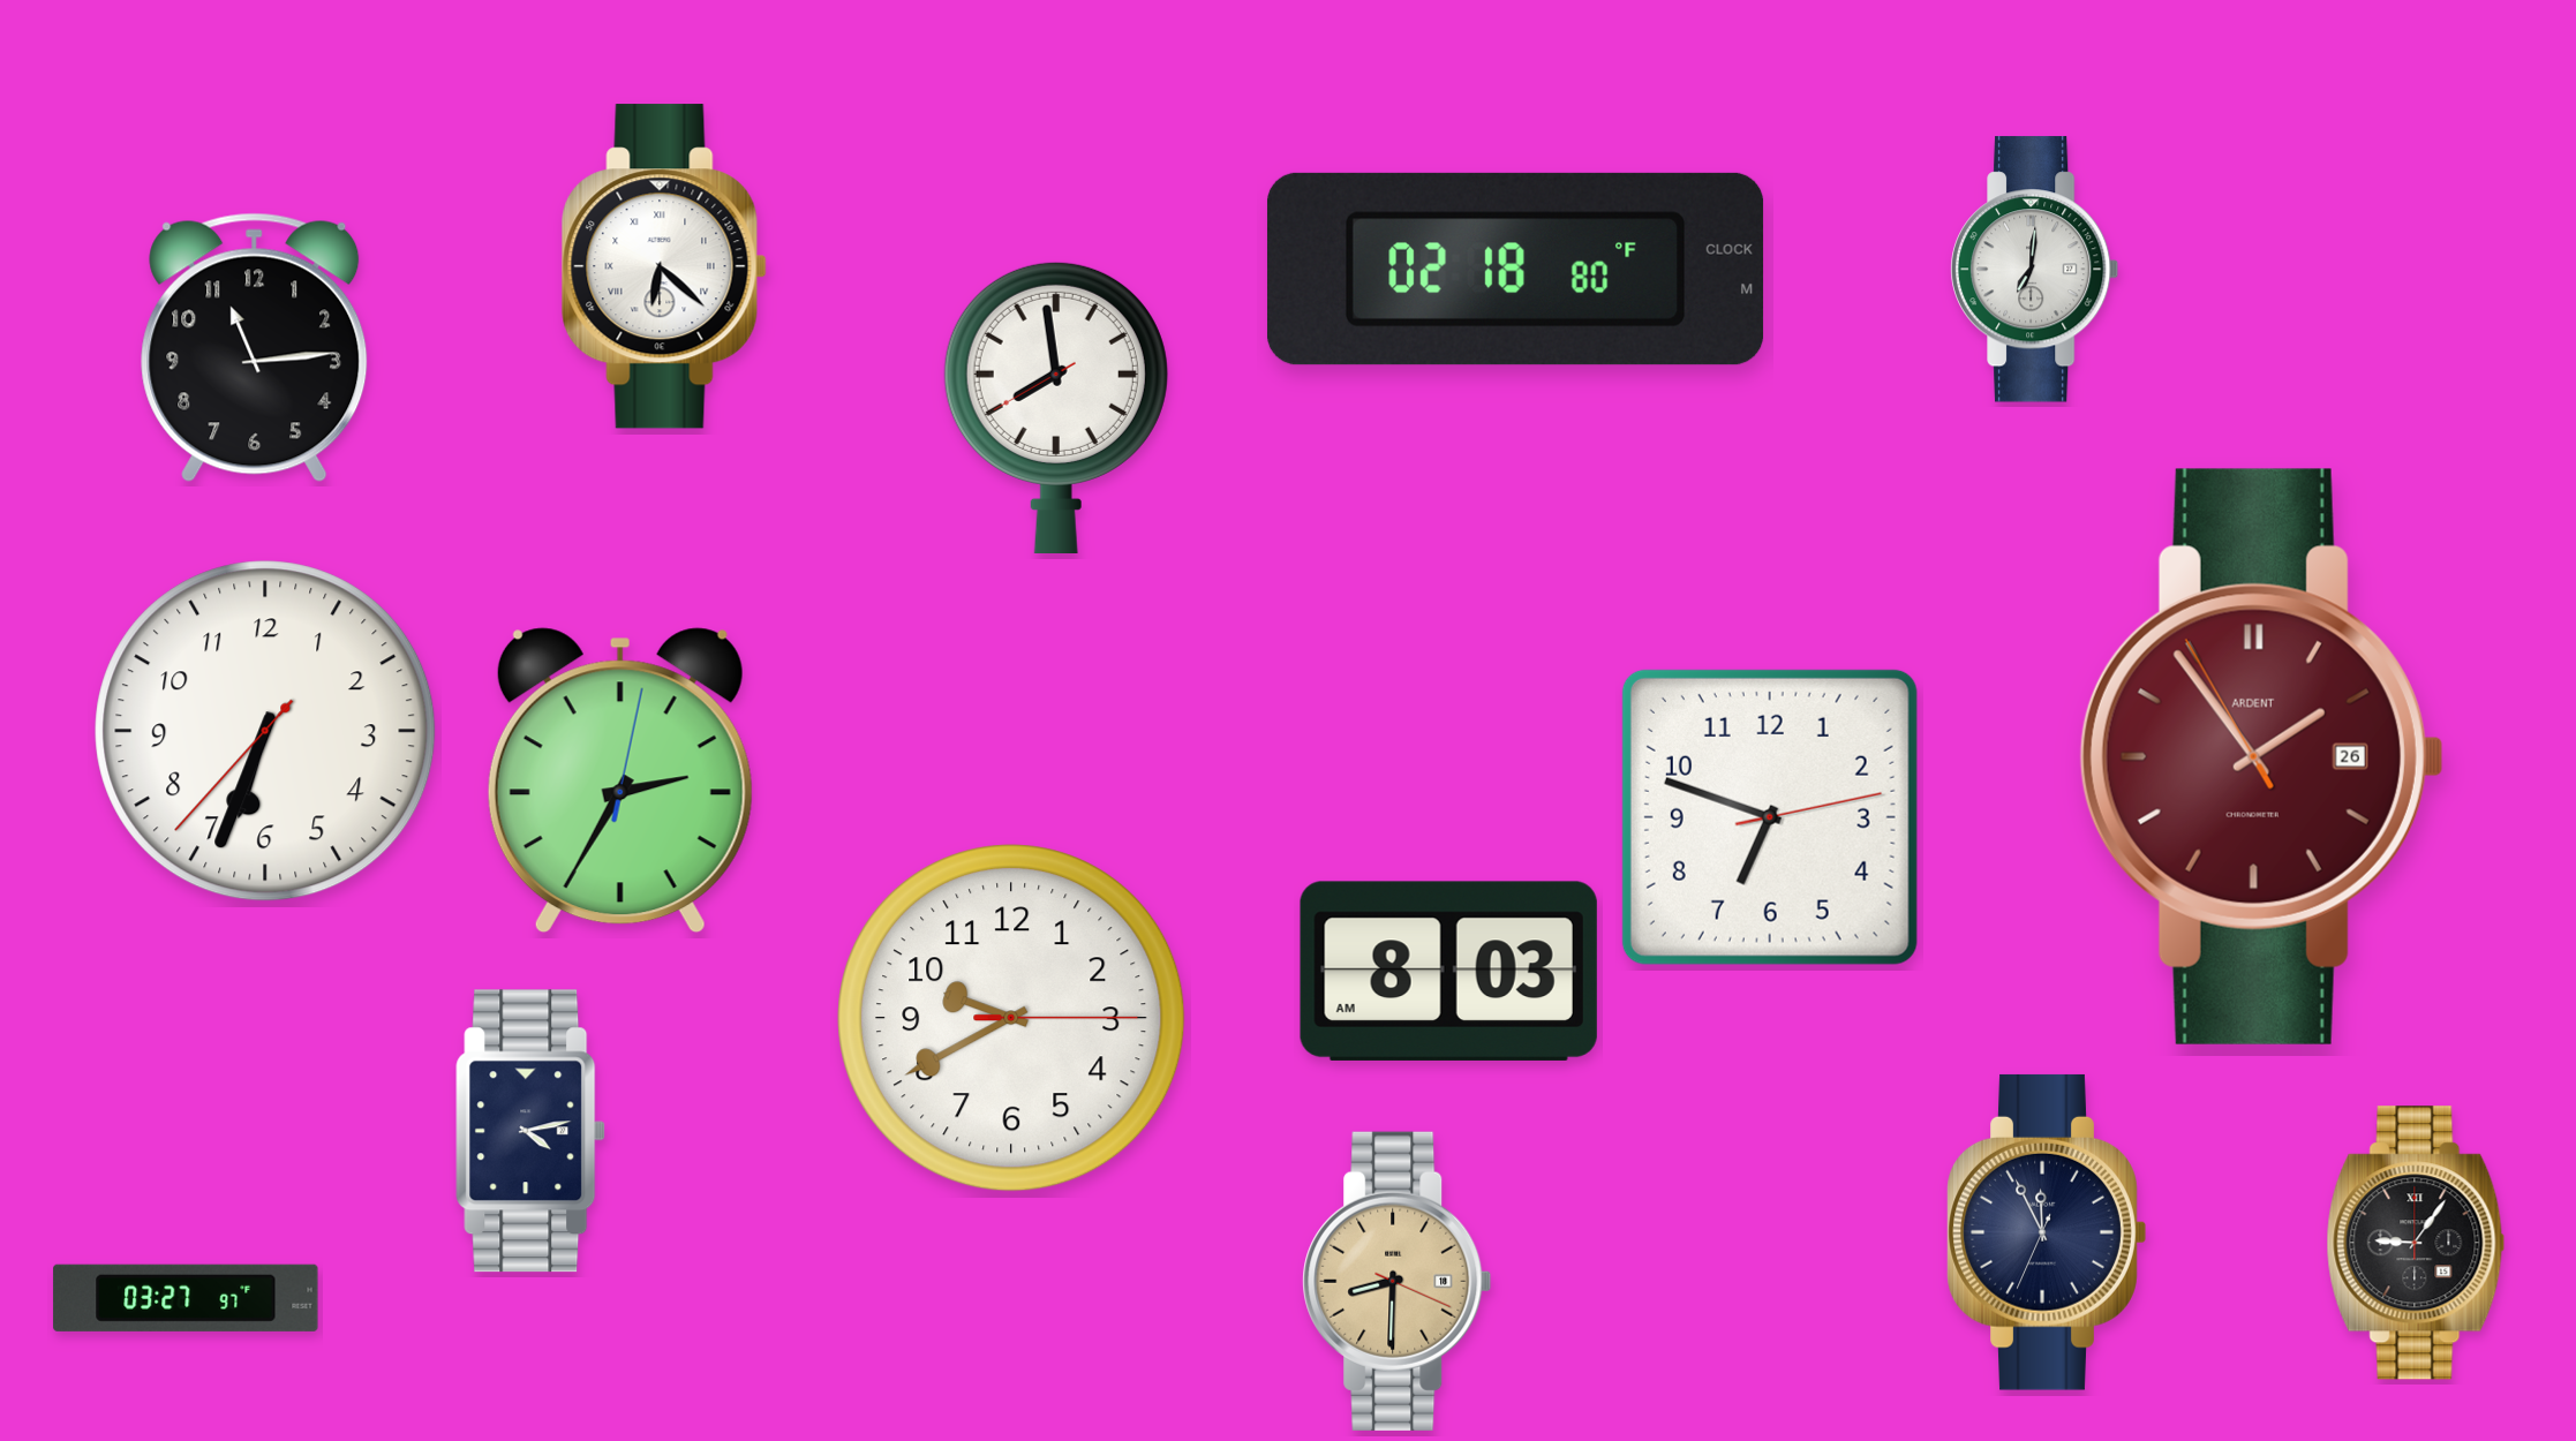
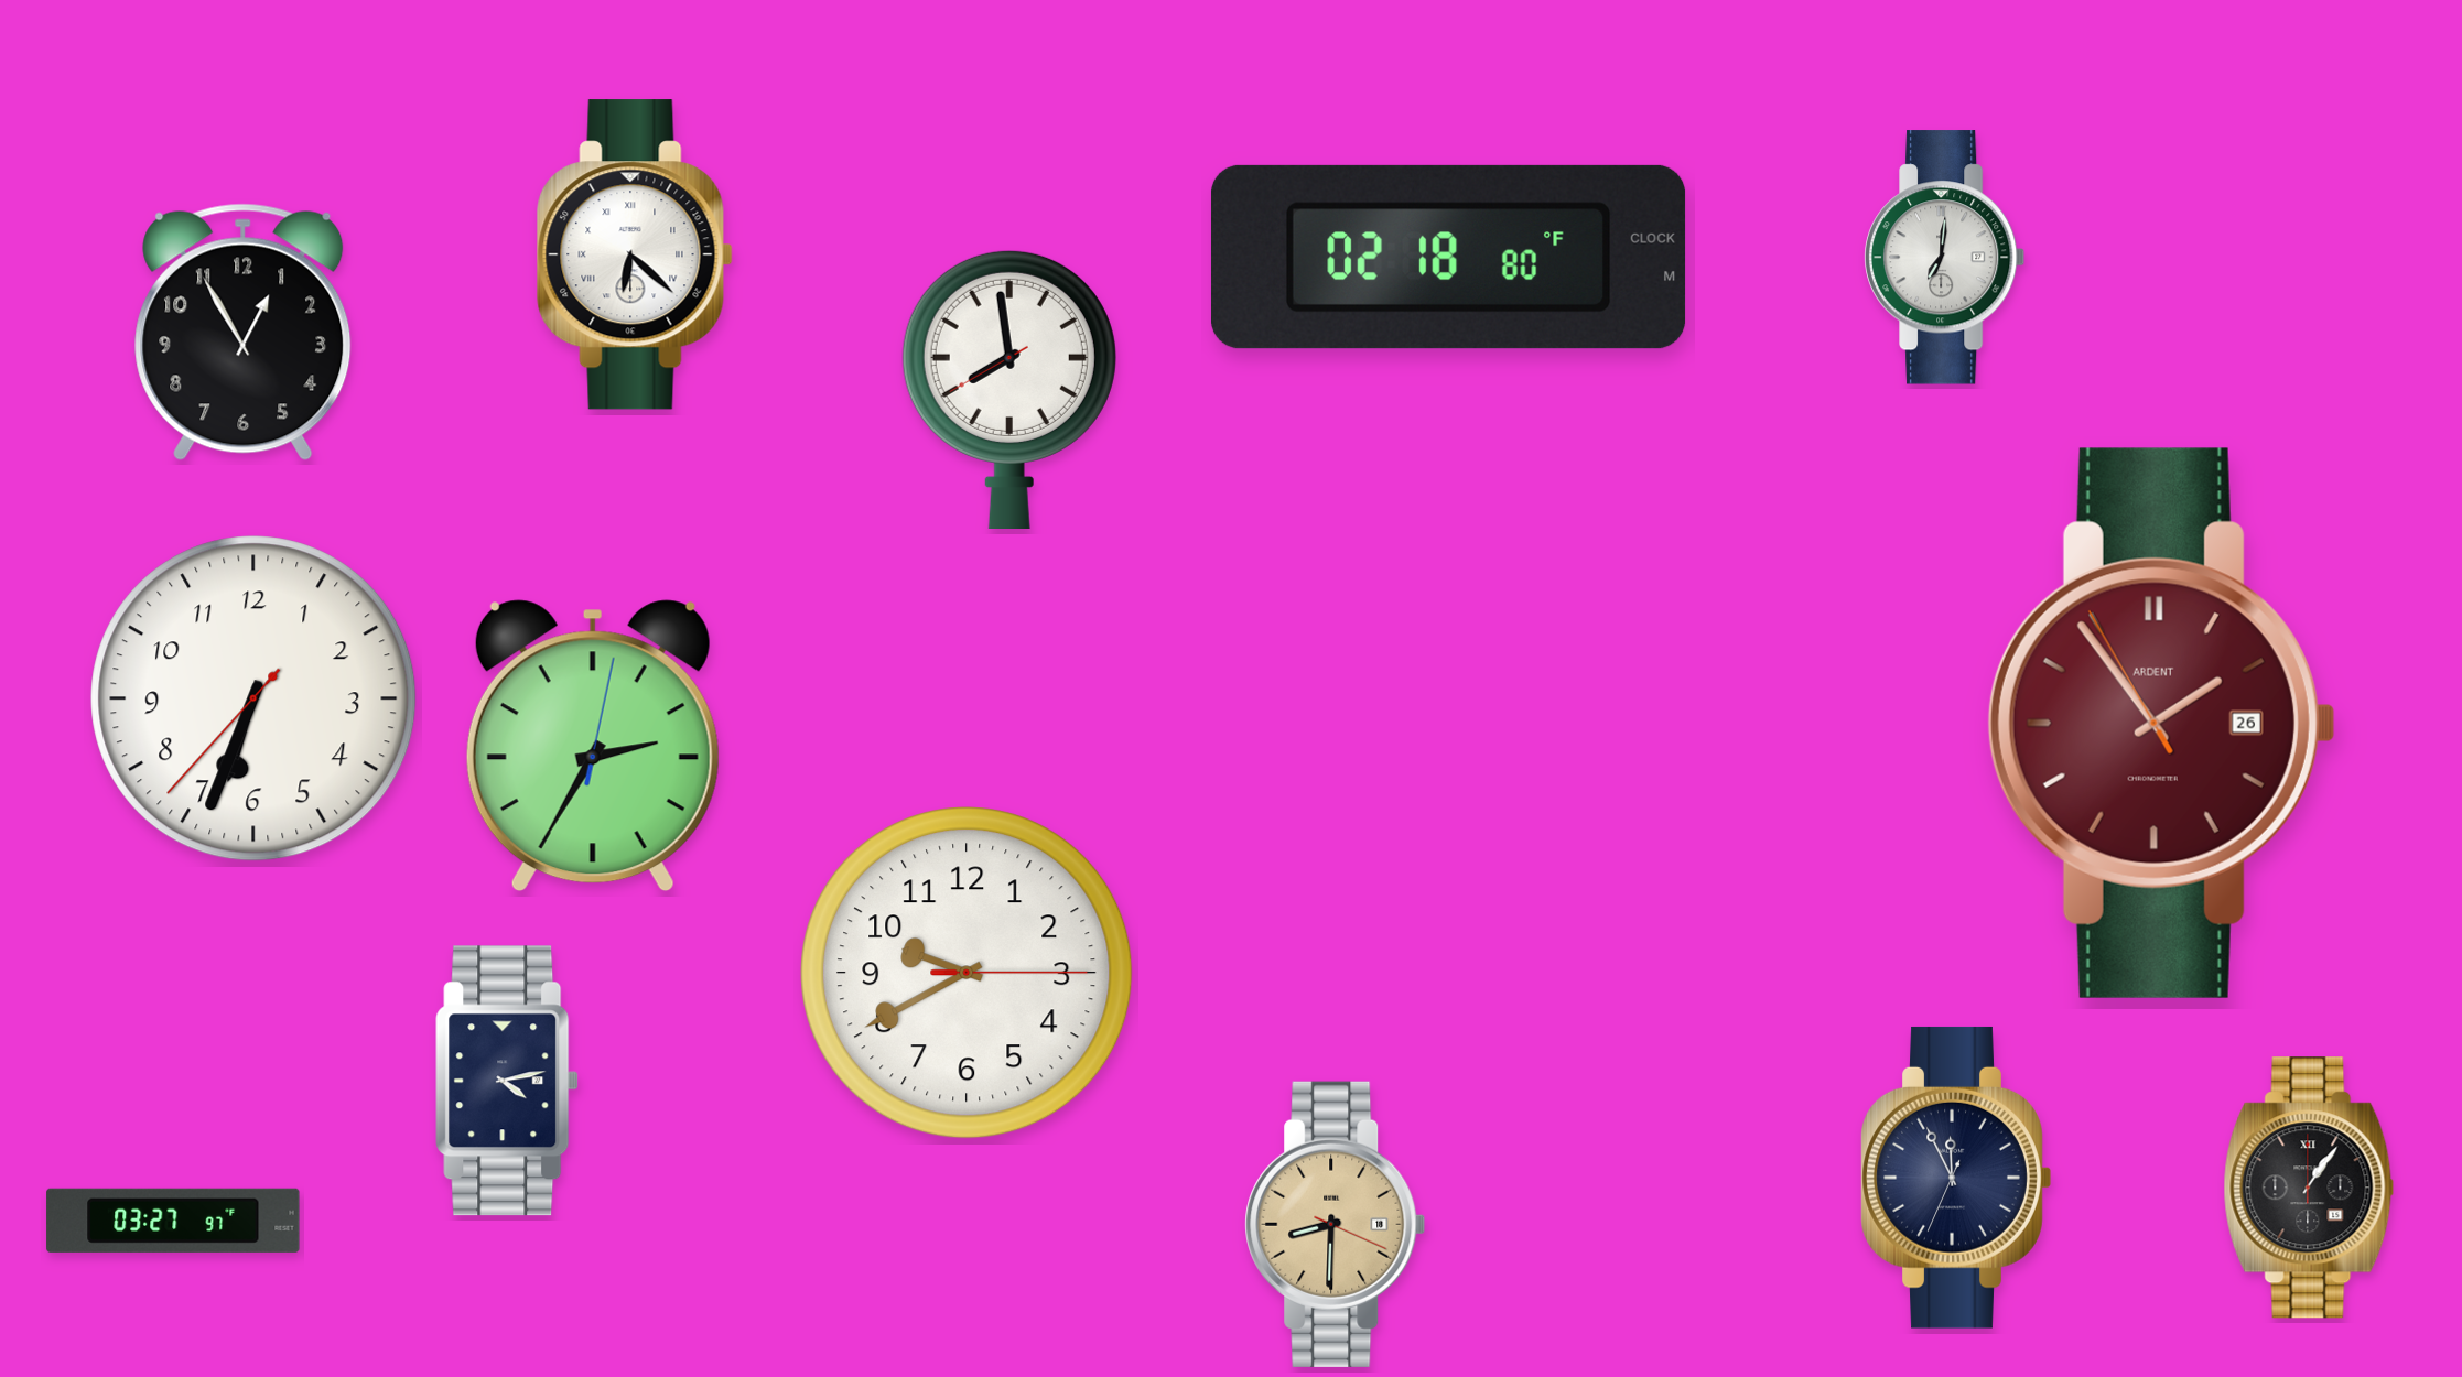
clock at (255, 347): 11:14 -> 12:55
clock at (1770, 817): 6:48 -> none
clock at (1448, 971): 8:03 -> none
clock at (2416, 1243): 9:06 -> 1:06
clock at (186, 1298) position: (186, 1298) -> (173, 1221)
